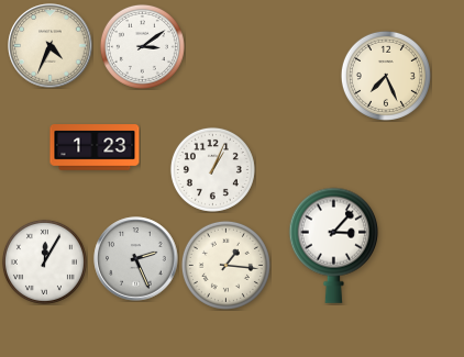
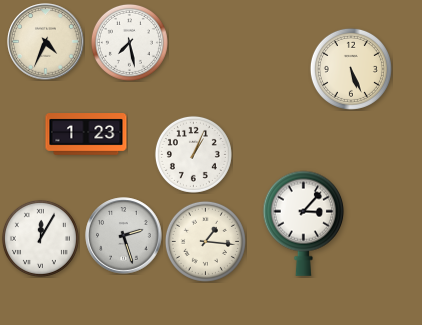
clock at (142, 46): 3:09 -> 7:28
clock at (386, 76): 7:26 -> 5:26
clock at (136, 259): 2:26 -> 2:27
